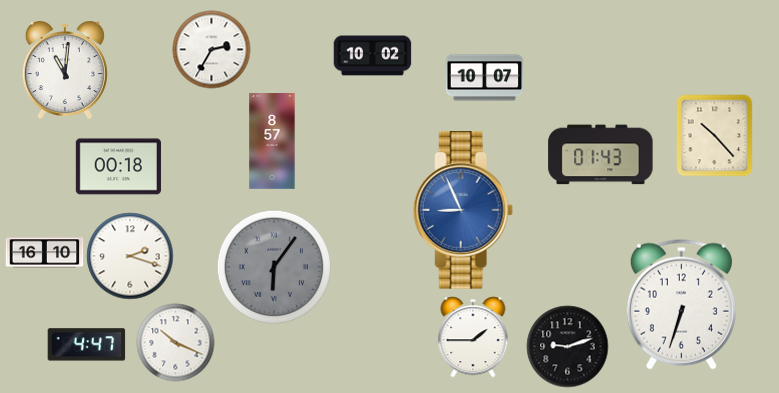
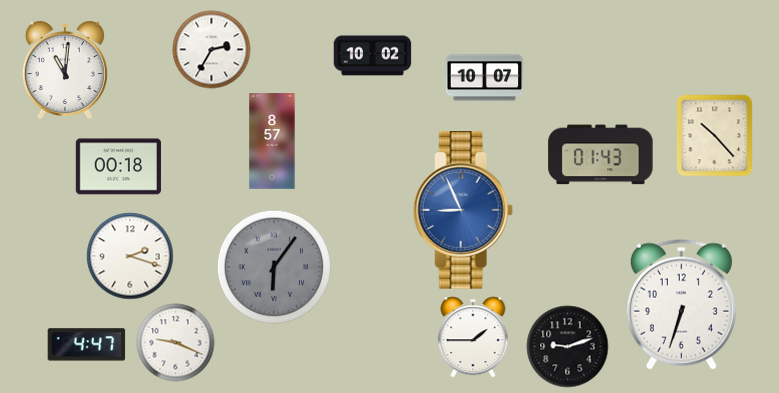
clock at (44, 253): 16:10 -> none
clock at (175, 342): 10:19 -> 9:19
